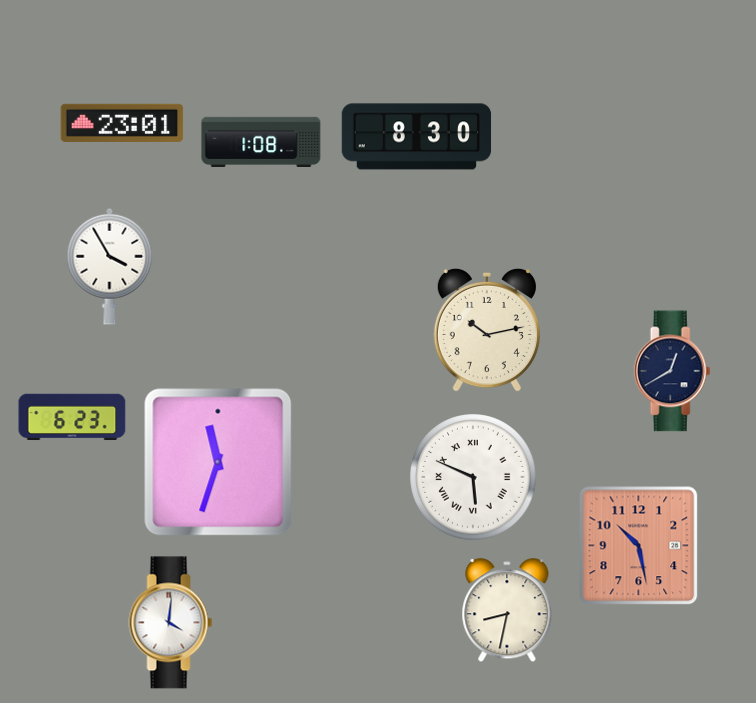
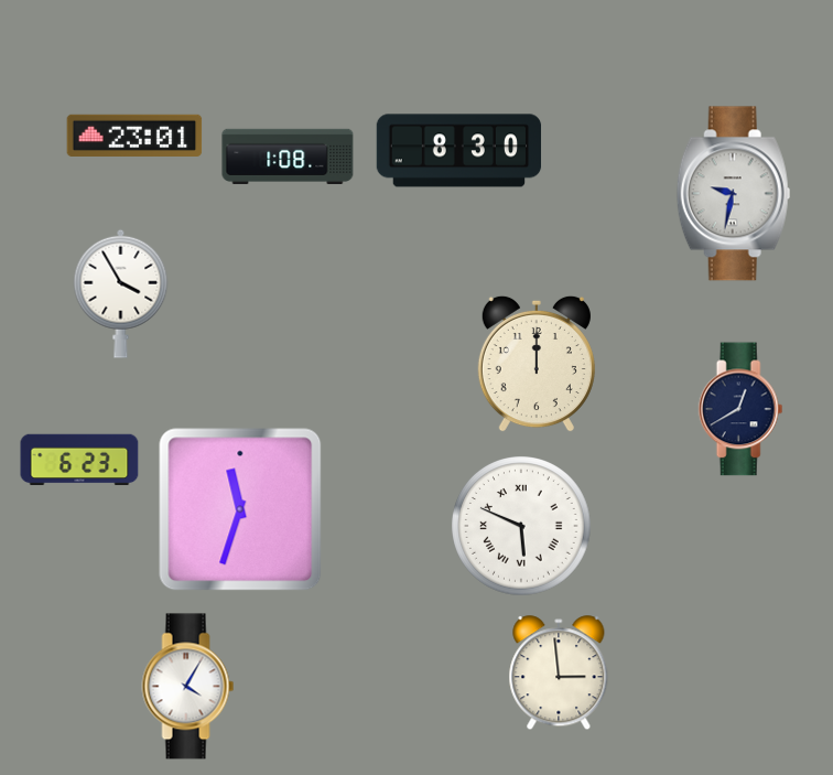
clock at (733, 194): none -> 9:32
clock at (487, 330): 10:13 -> 12:00
clock at (639, 546): 10:28 -> none
clock at (507, 611): 8:32 -> 2:59
clock at (171, 623): 4:01 -> 4:05
